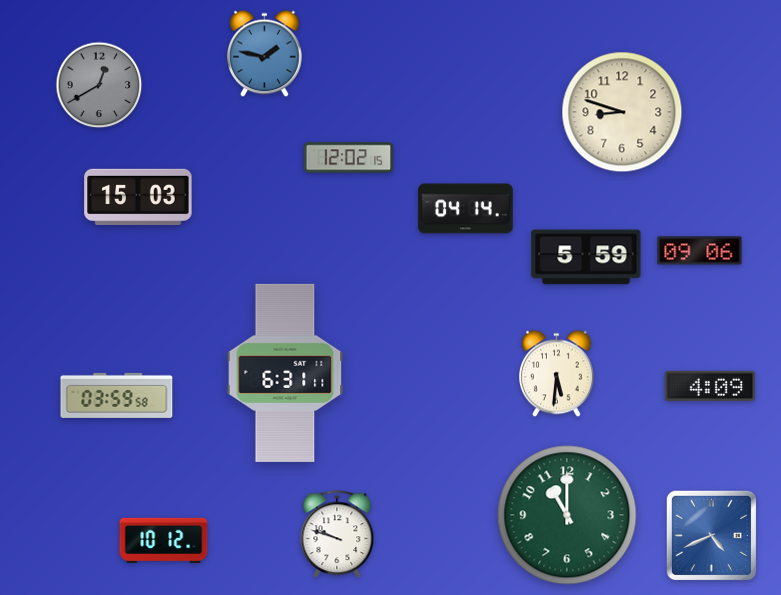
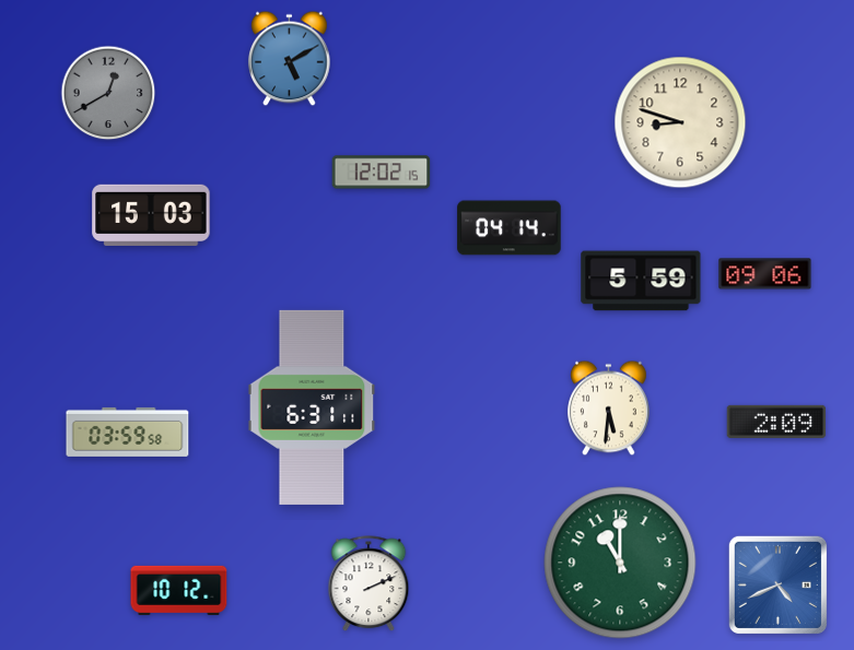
clock at (265, 54): 1:47 -> 5:10
clock at (710, 386): 4:09 -> 2:09
clock at (337, 535): 9:48 -> 2:11
